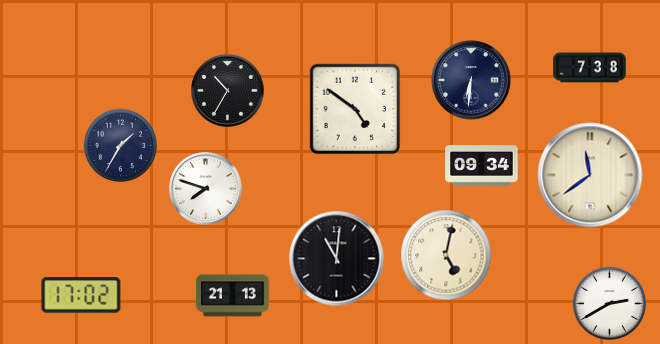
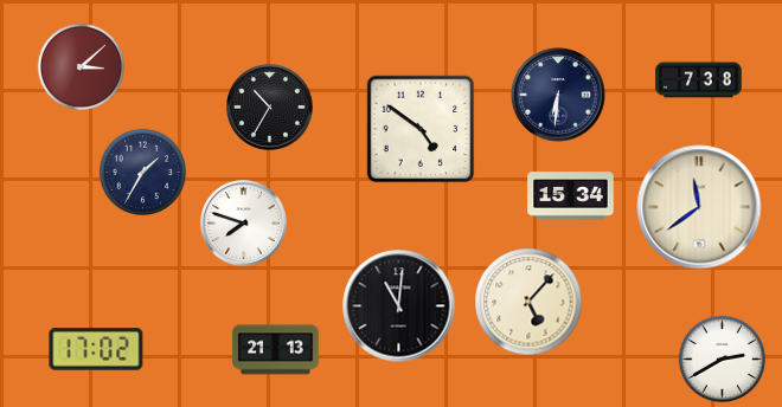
clock at (81, 66): none -> 3:08
clock at (482, 166): 09:34 -> 15:34
clock at (446, 255): 5:02 -> 5:07
